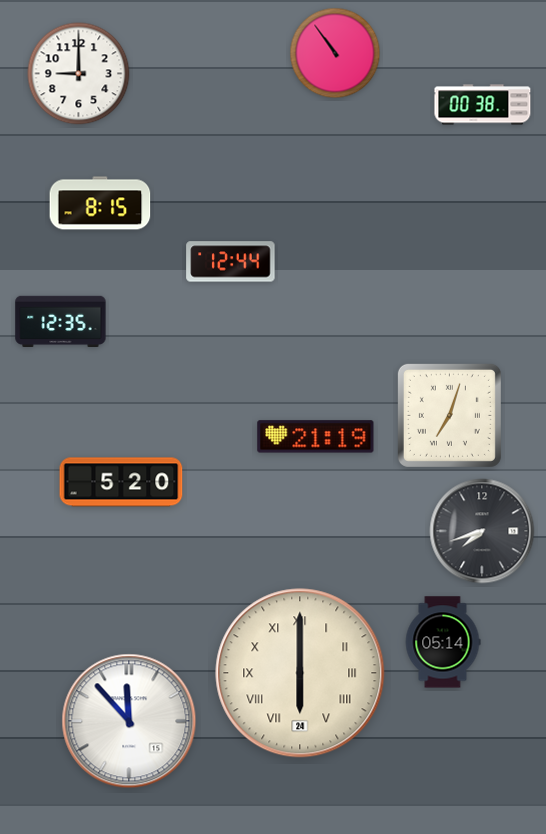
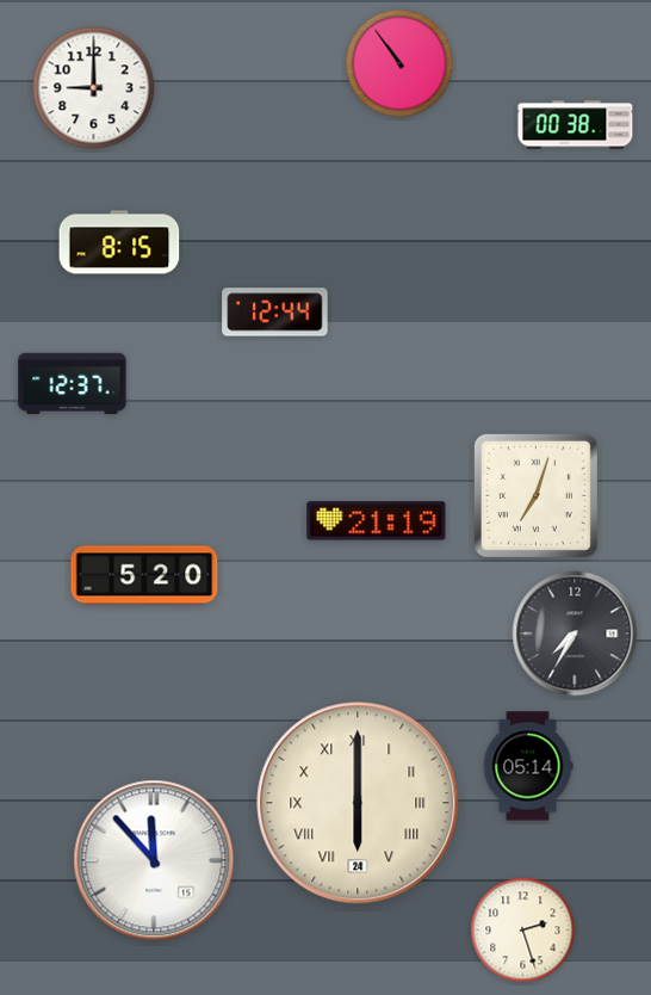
clock at (61, 321): 12:35 -> 12:37
clock at (482, 531): 7:42 -> 7:35
clock at (523, 931): none -> 2:27
